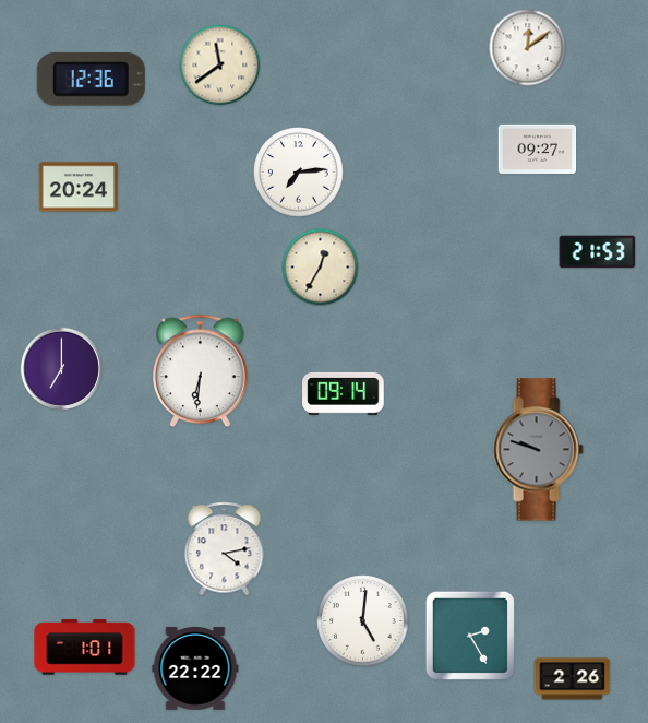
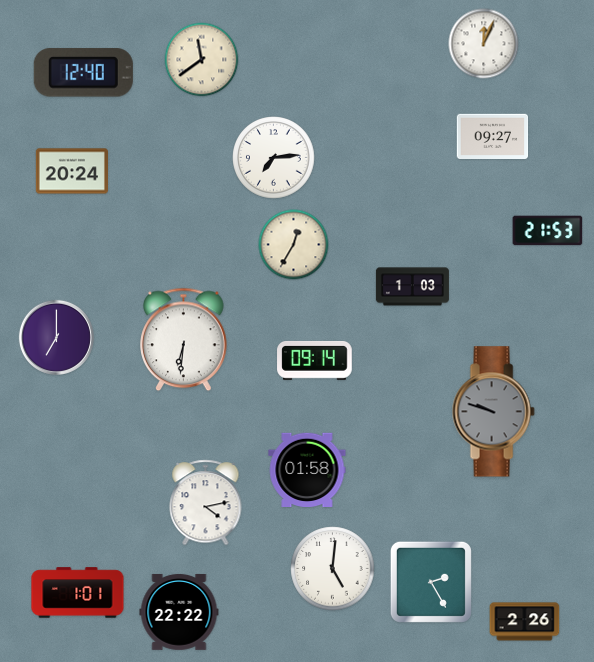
clock at (528, 48): 12:09 -> 12:04
clock at (91, 80): 12:36 -> 12:40
clock at (412, 287): none -> 1:03
clock at (307, 469): none -> 01:58
